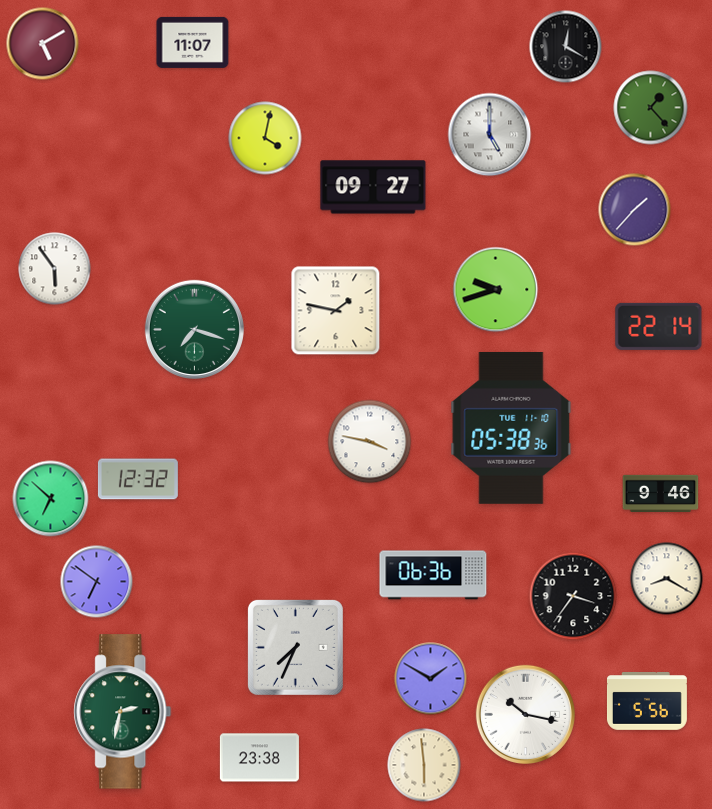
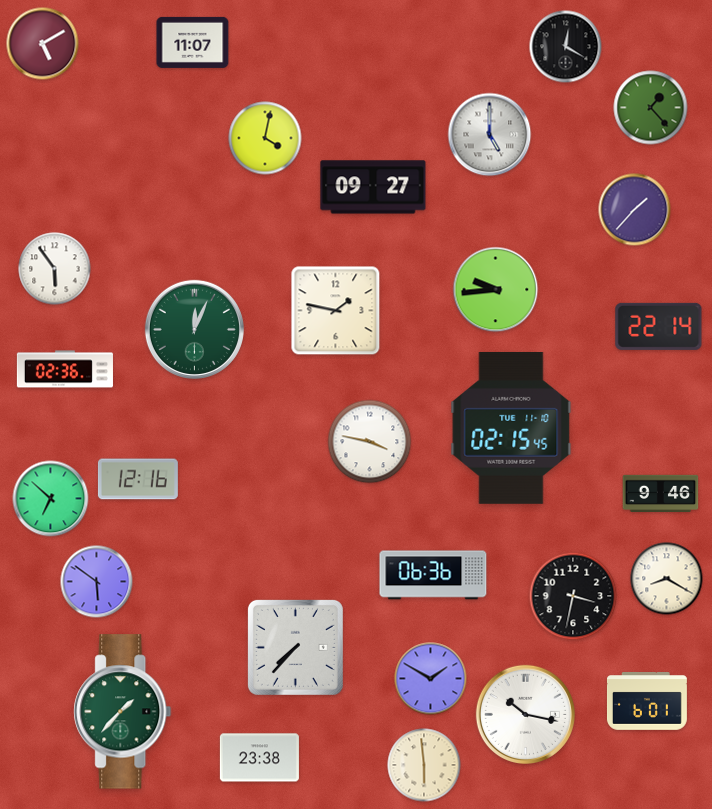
clock at (496, 290): 9:42 -> 9:44
clock at (194, 329): 7:18 -> 12:04
clock at (65, 369): none -> 02:36
clock at (511, 428): 05:38 -> 02:15
clock at (138, 479): 12:32 -> 12:16
clock at (97, 582): 6:51 -> 5:51
clock at (573, 596): 3:36 -> 3:32
clock at (295, 647): 7:34 -> 7:37
clock at (647, 702): 5:56 -> 6:01
clock at (123, 712): 2:32 -> 1:37
